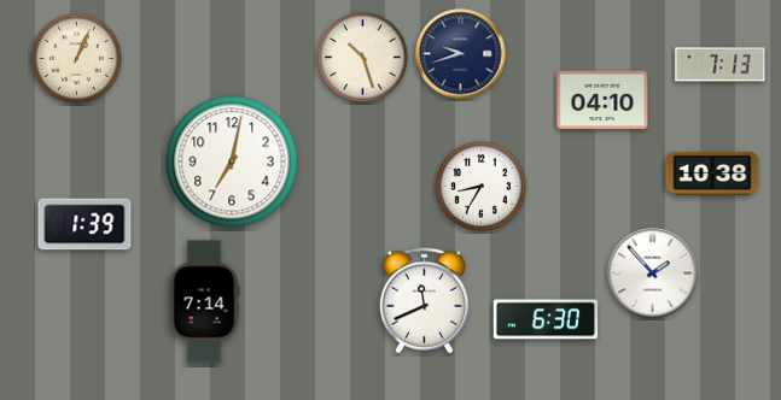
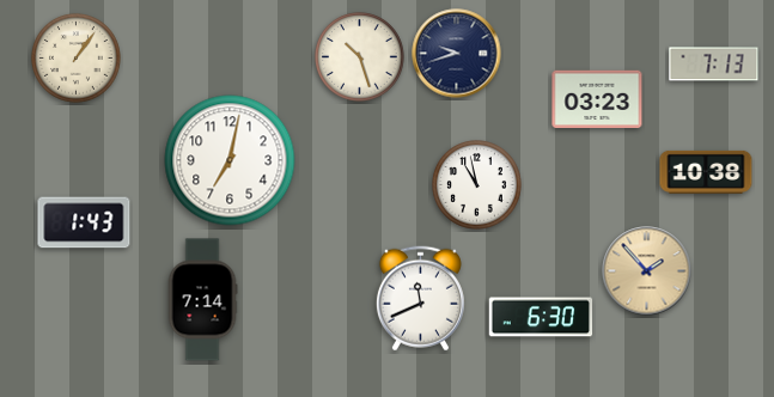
clock at (77, 59): 1:04 -> 1:06
clock at (602, 100): 04:10 -> 03:23
clock at (482, 187): 8:35 -> 10:58
clock at (84, 224): 1:39 -> 1:43
clock at (653, 273) dial: white -> champagne
